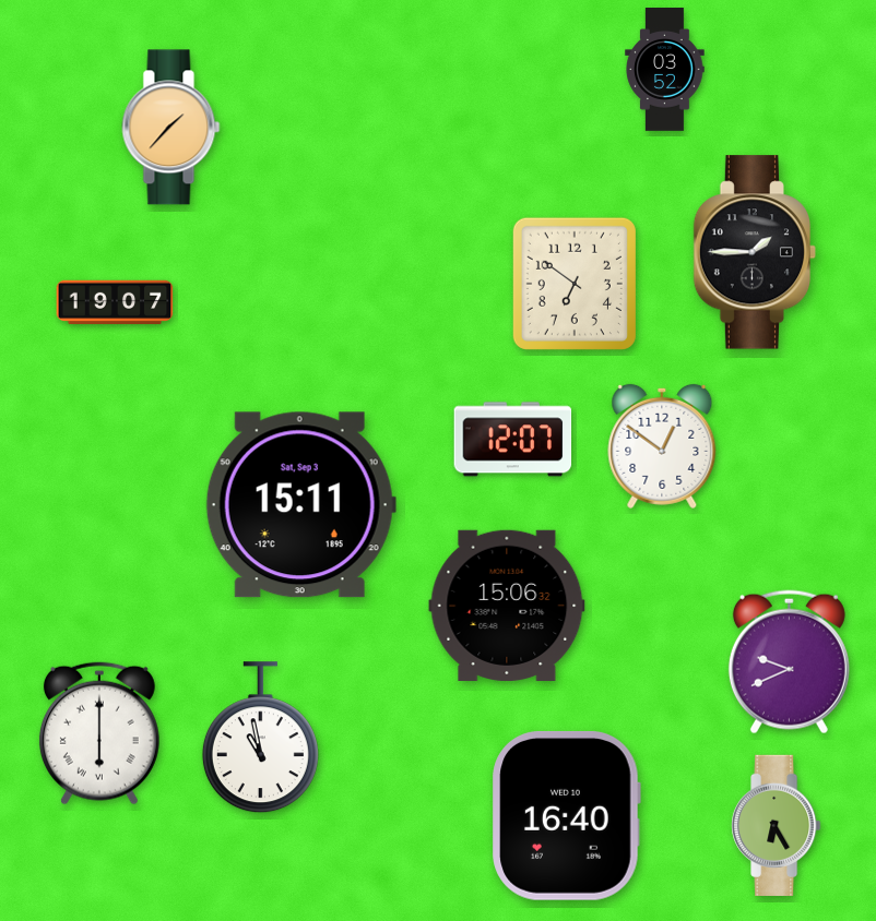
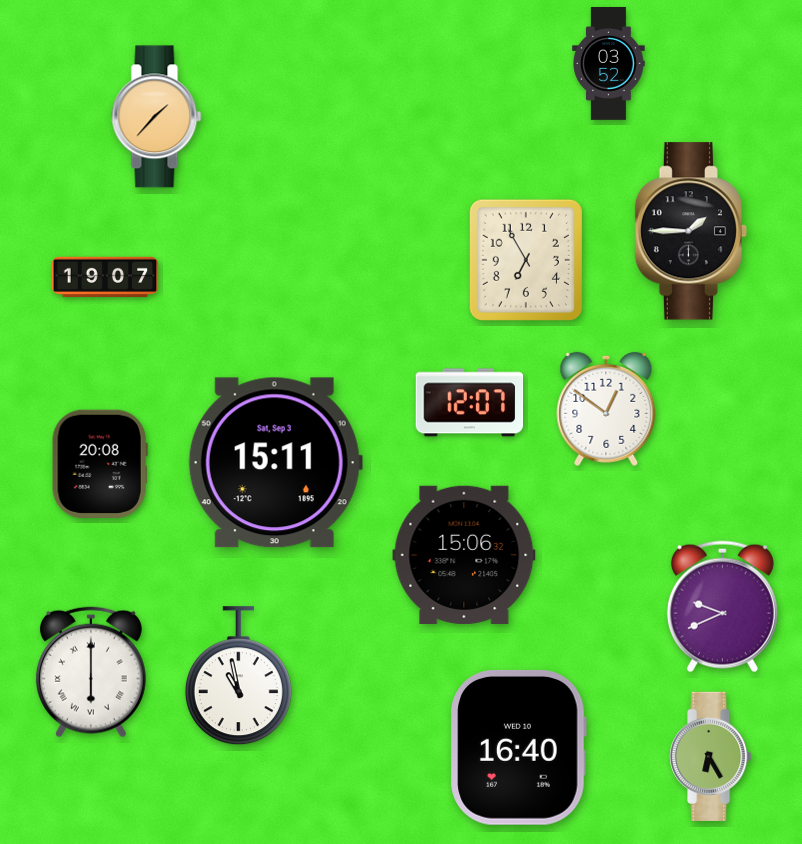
clock at (575, 284): 6:51 -> 6:55
clock at (100, 463): none -> 20:08
